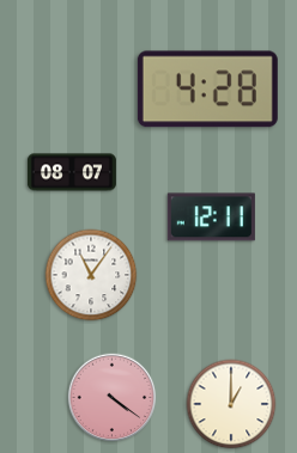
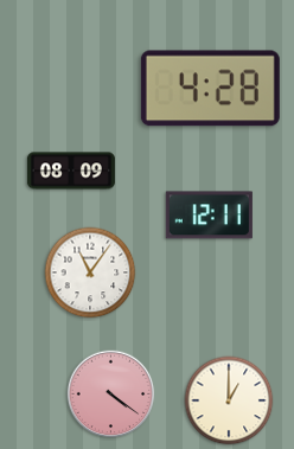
clock at (207, 90) position: (207, 90) -> (210, 89)
clock at (72, 172): 08:07 -> 08:09
